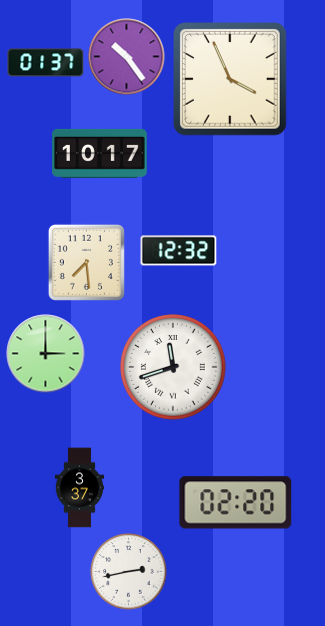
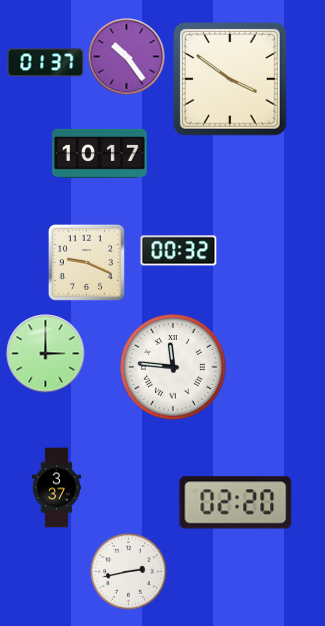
clock at (230, 79): 3:56 -> 3:51
clock at (179, 251): 12:32 -> 00:32
clock at (86, 262): 7:29 -> 9:19
clock at (173, 367): 11:42 -> 11:46
clock at (79, 488) position: (79, 488) -> (56, 488)
